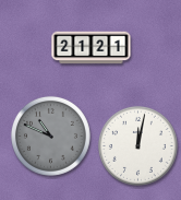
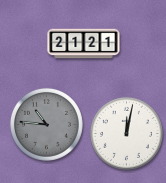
clock at (50, 136): 10:49 -> 10:46
